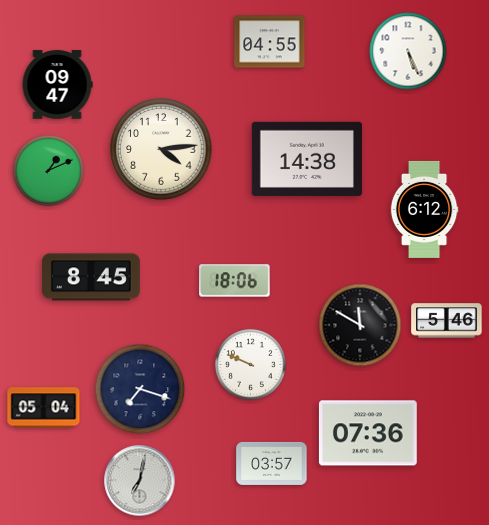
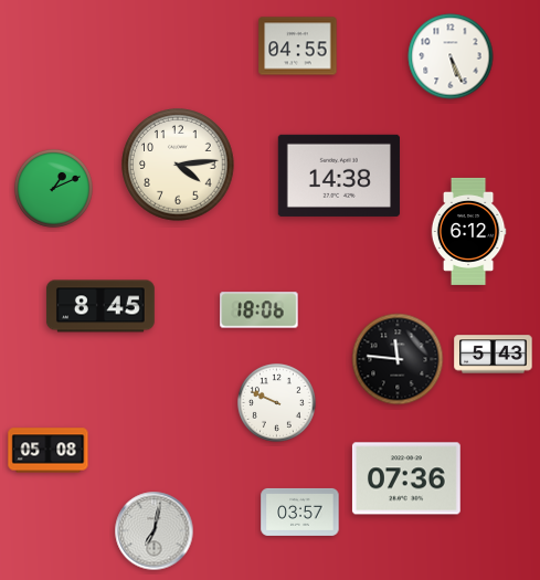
clock at (57, 85): 09:47 -> none
clock at (447, 321): 5:46 -> 5:43
clock at (360, 325): 11:50 -> 11:46
clock at (140, 389): 7:18 -> none
clock at (44, 408): 05:04 -> 05:08
